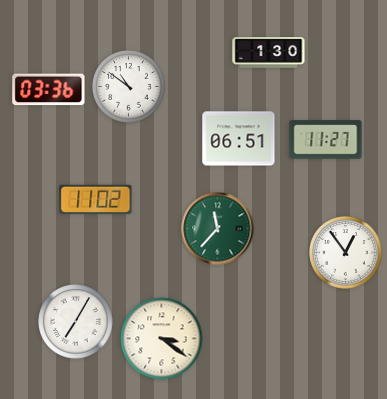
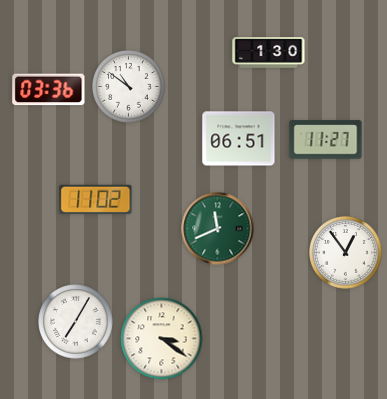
clock at (218, 229): 11:37 -> 11:41
